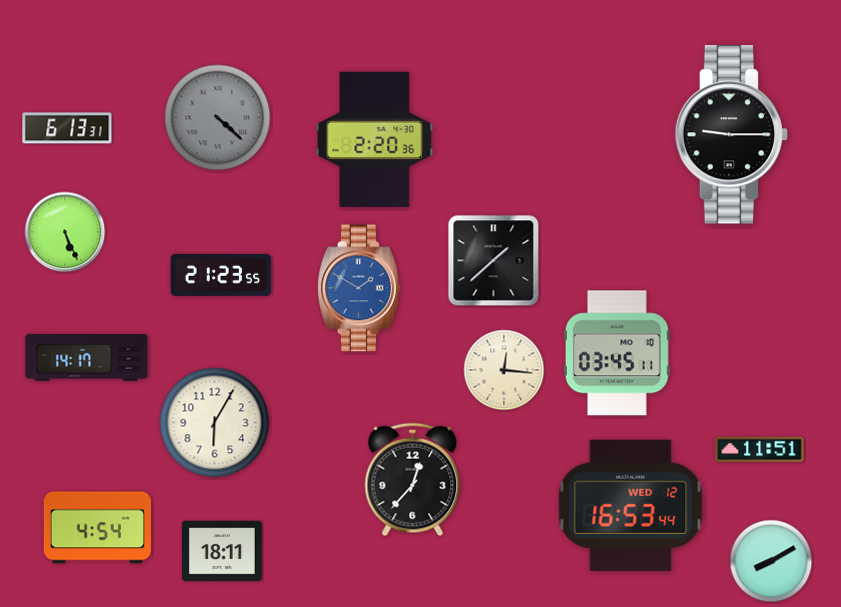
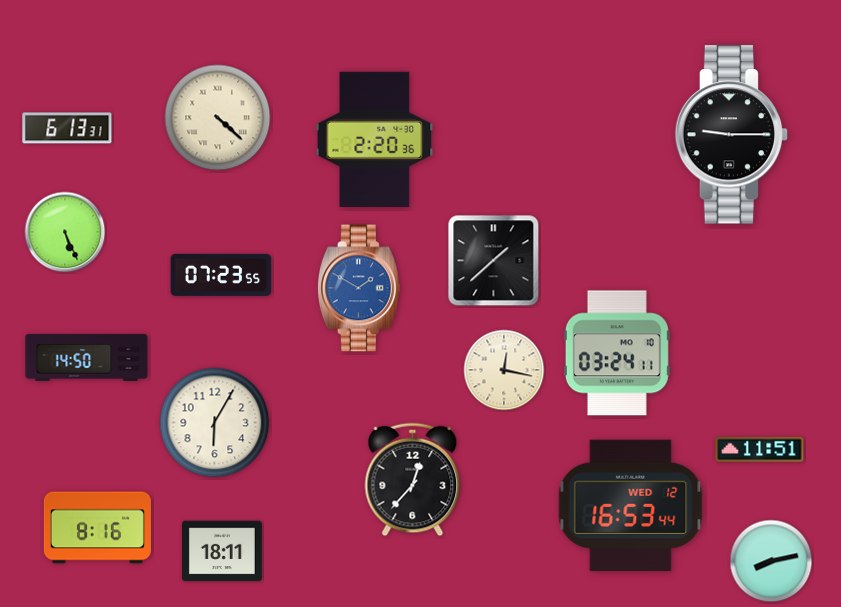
clock at (218, 118) dial: grey -> cream
clock at (221, 275): 21:23 -> 07:23
clock at (617, 353): 03:45 -> 03:24
clock at (87, 357): 14:17 -> 14:50
clock at (504, 370): 12:16 -> 12:17
clock at (97, 528): 4:54 -> 8:16
clock at (771, 561): 8:10 -> 8:13
